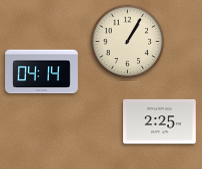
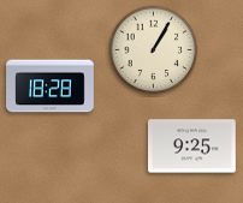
clock at (42, 72): 04:14 -> 18:28
clock at (160, 122): 2:25 -> 9:25
